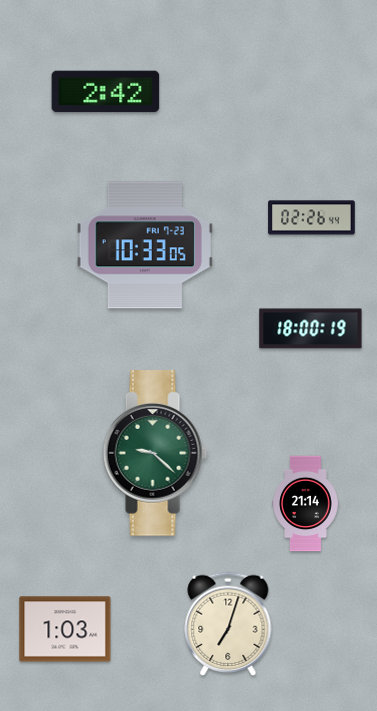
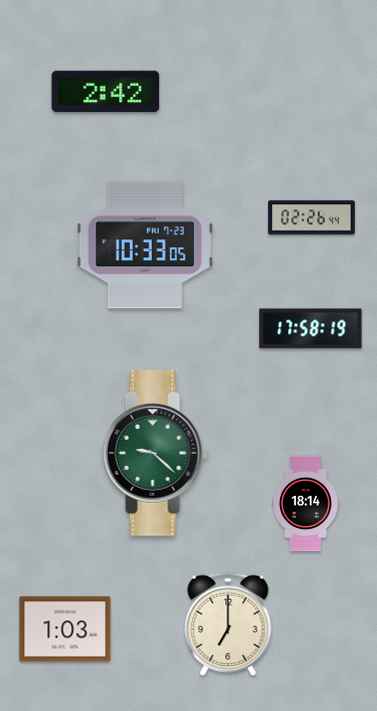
clock at (311, 329): 18:00 -> 17:58
clock at (306, 504): 21:14 -> 18:14
clock at (228, 623): 7:03 -> 7:00
